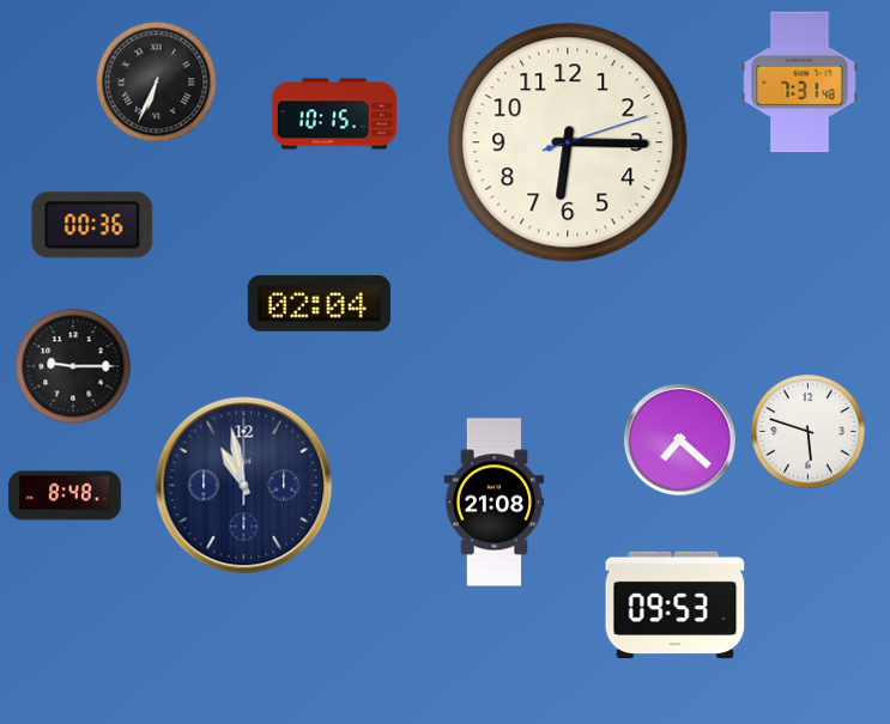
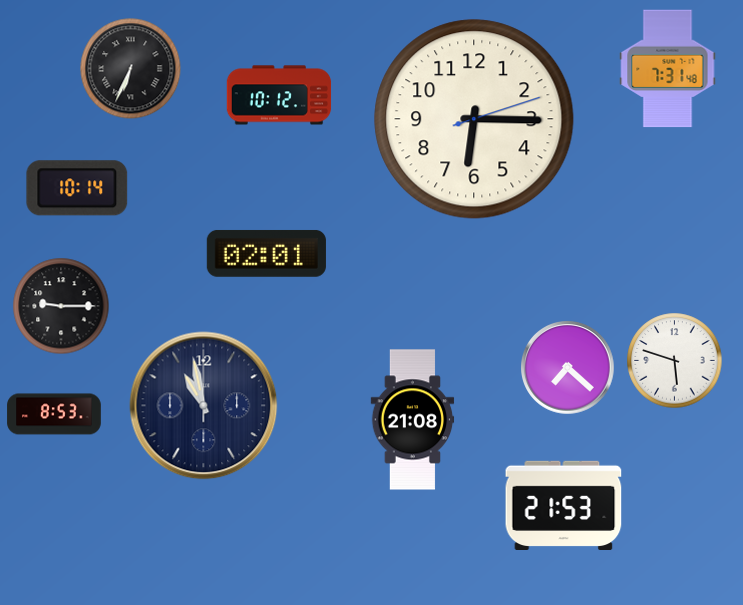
clock at (334, 114): 10:15 -> 10:12
clock at (92, 225): 00:36 -> 10:14
clock at (319, 303): 02:04 -> 02:01
clock at (65, 495): 8:48 -> 8:53
clock at (676, 604): 09:53 -> 21:53
